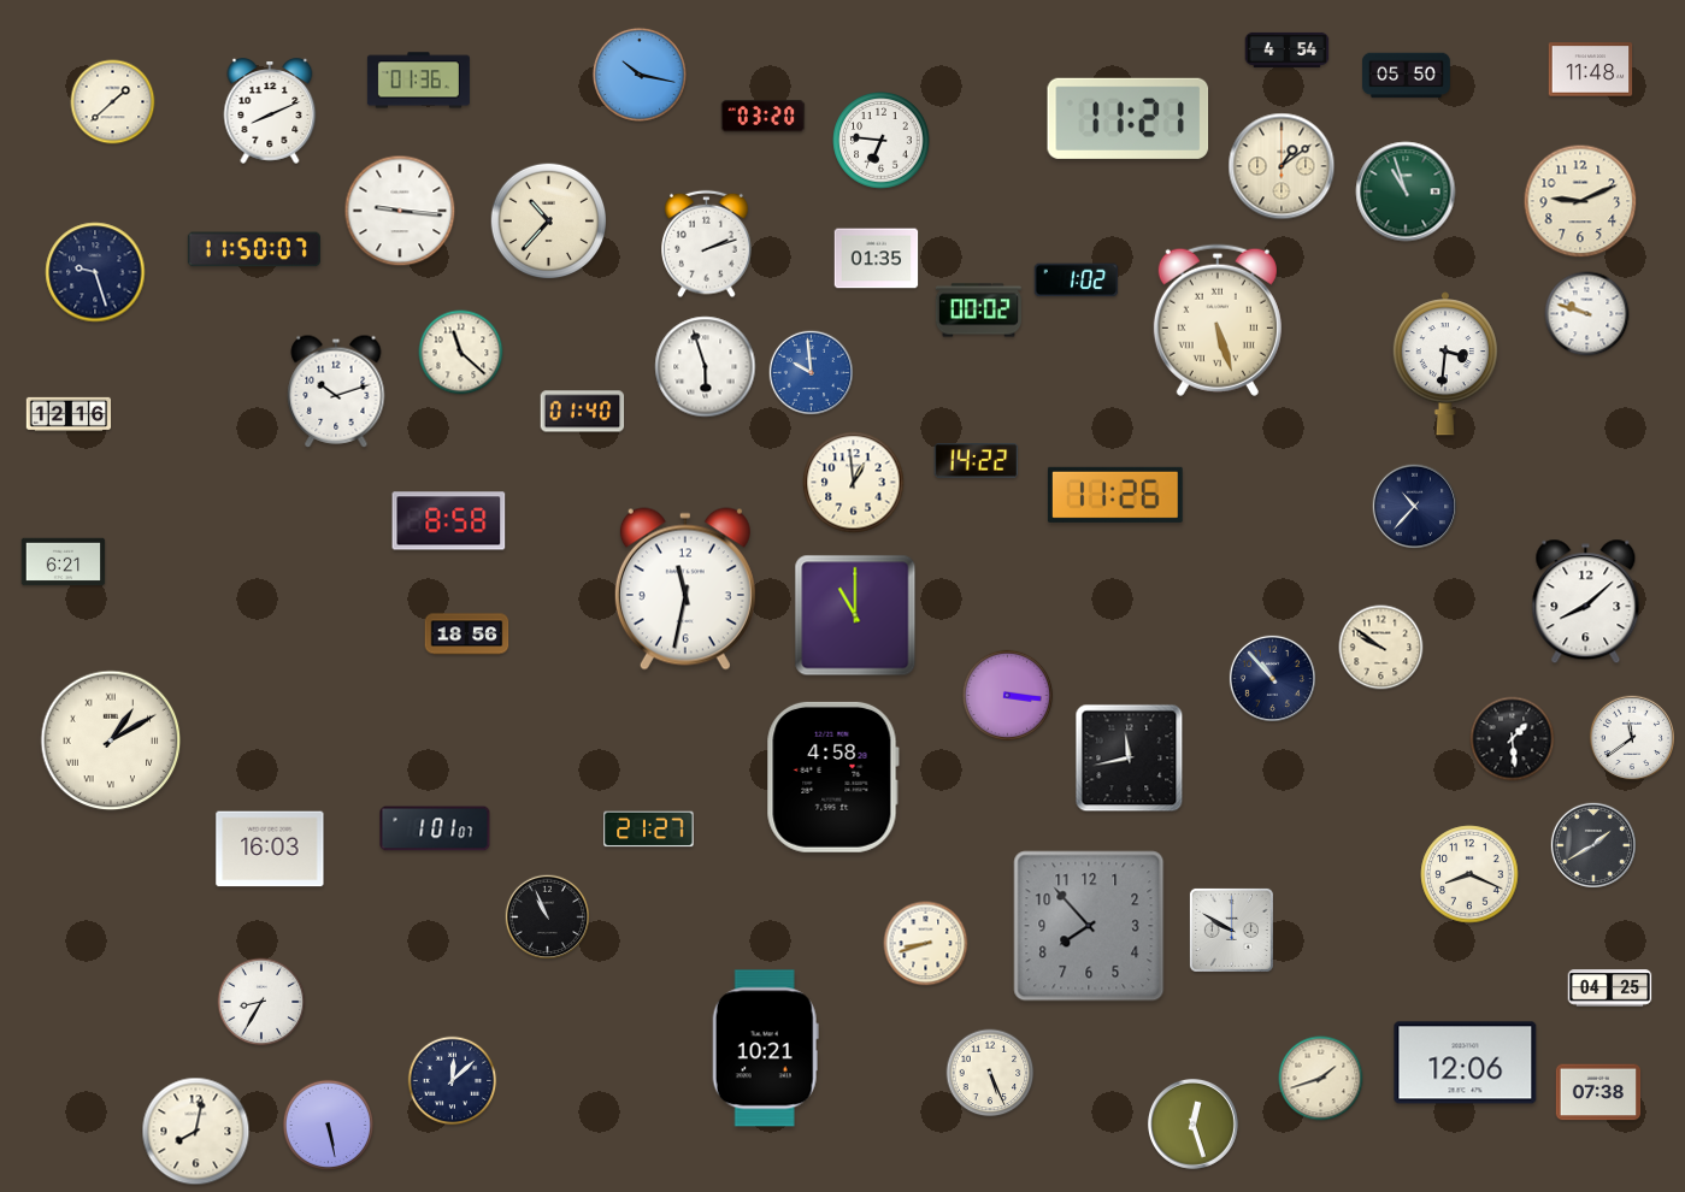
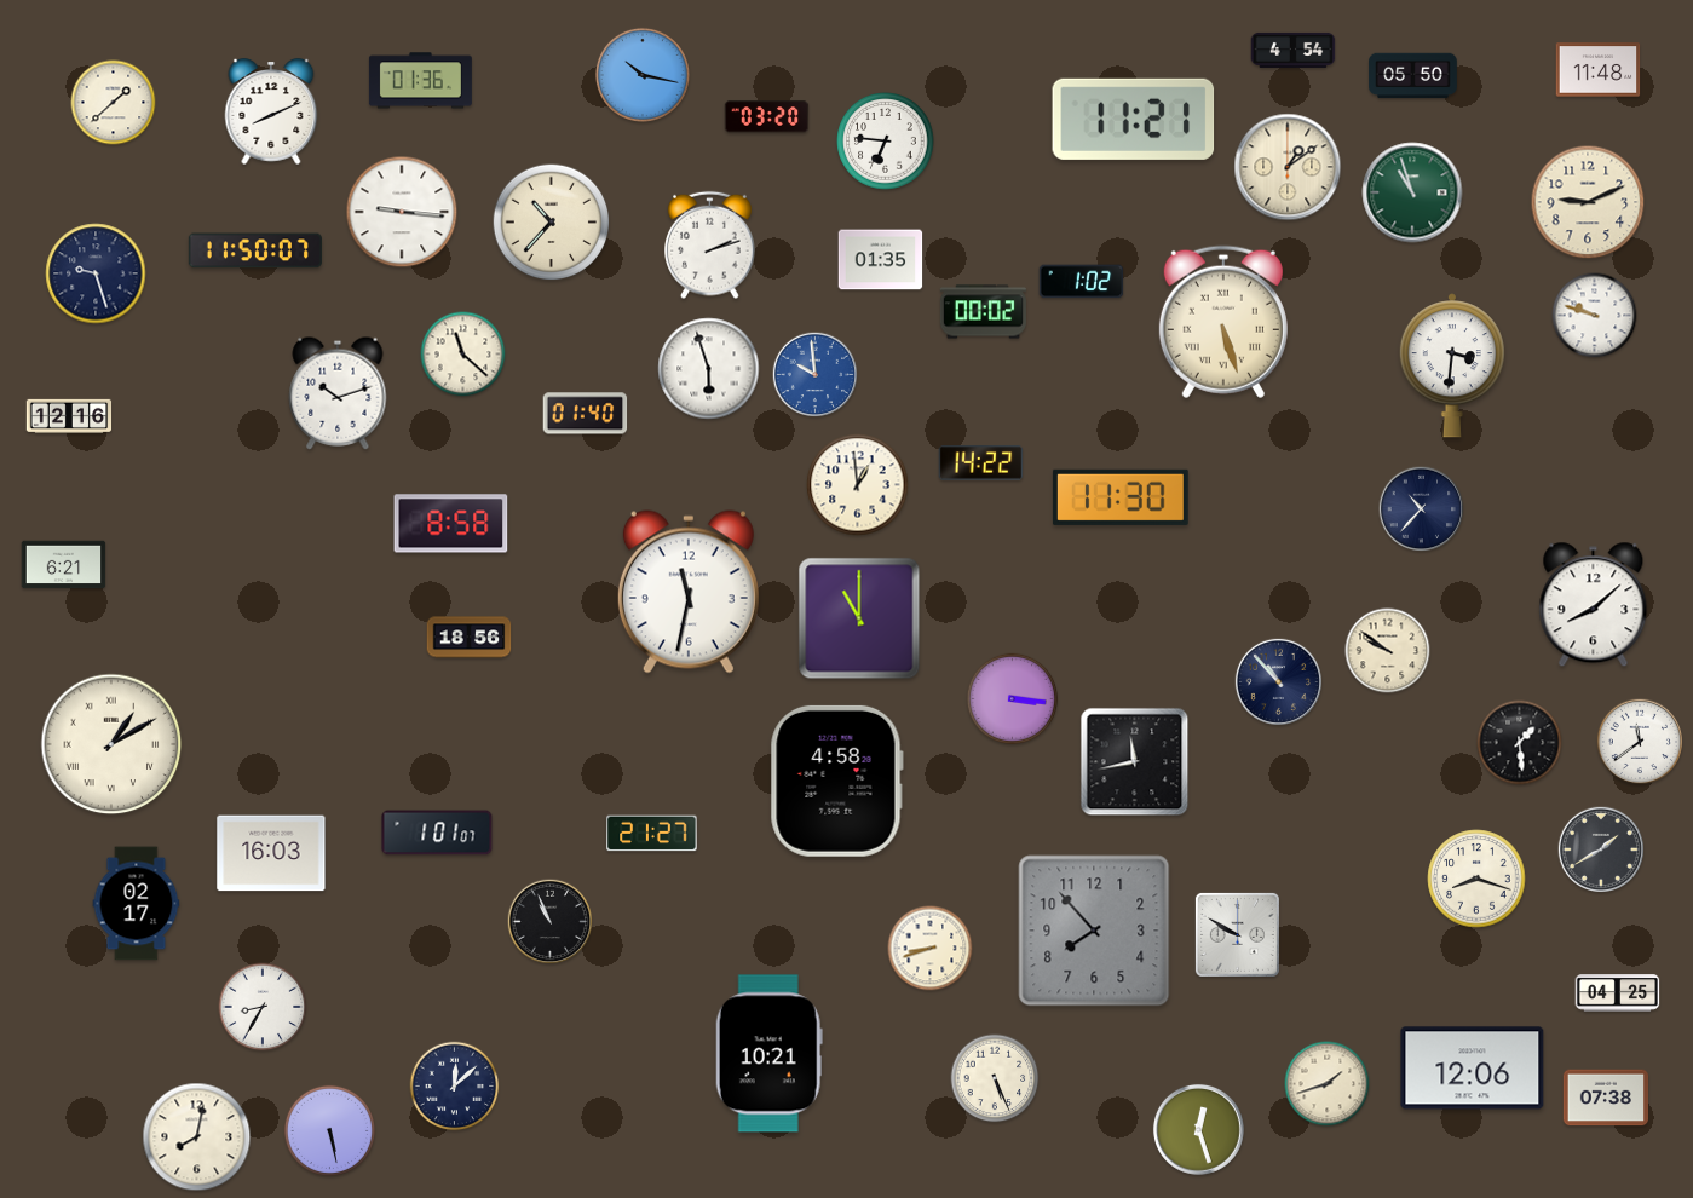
clock at (1115, 495): 11:26 -> 11:30
clock at (1469, 874): 8:19 -> 8:18
clock at (137, 904): none -> 02:17
